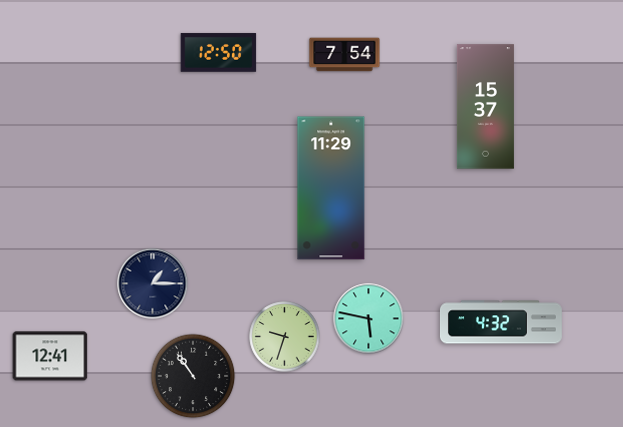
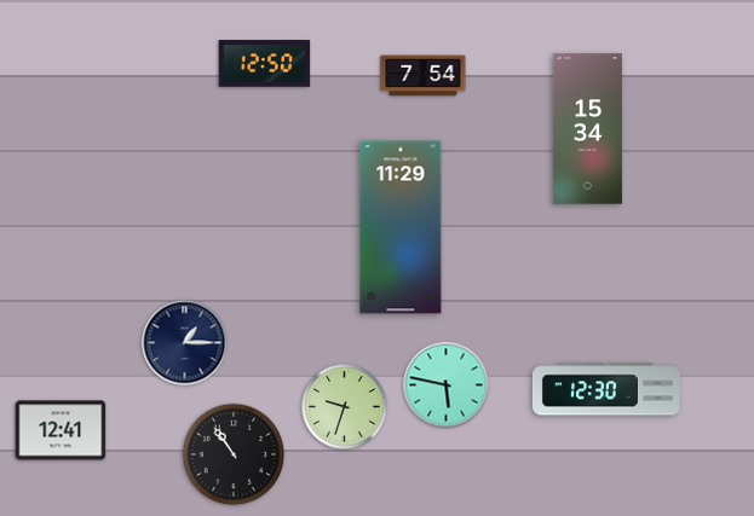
clock at (345, 55) position: (345, 55) -> (424, 76)
clock at (485, 107): 15:37 -> 15:34
clock at (501, 322): 4:32 -> 12:30
